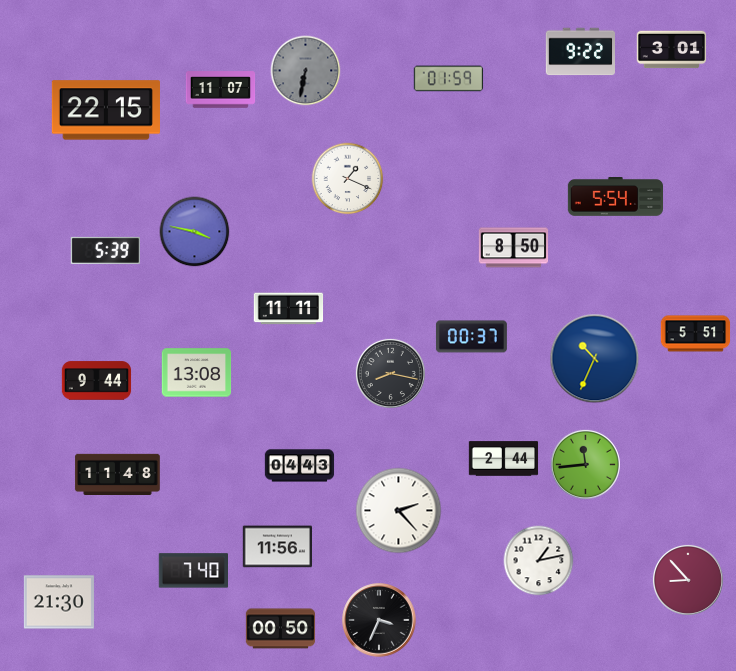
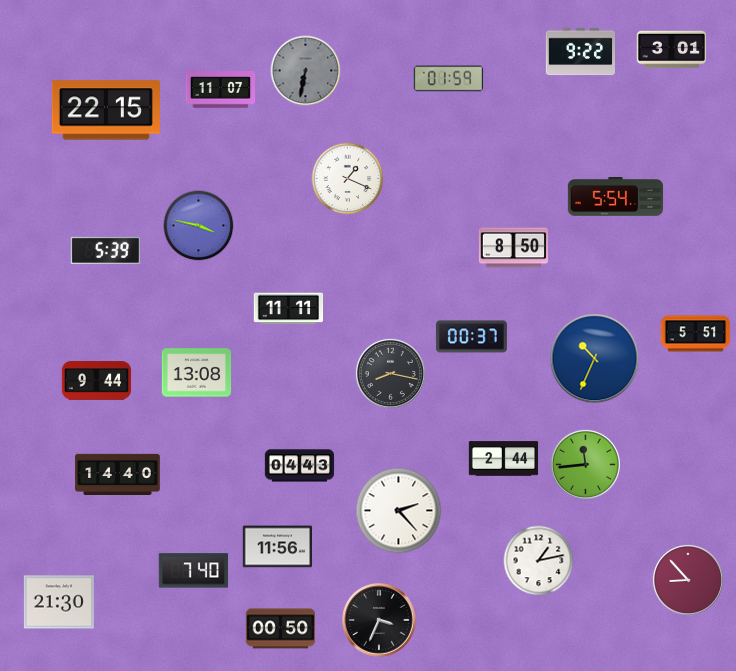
clock at (195, 232) position: (195, 232) -> (199, 226)
clock at (118, 474): 11:48 -> 14:40
